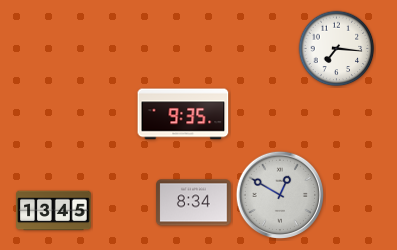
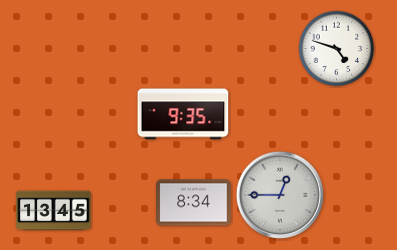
clock at (337, 49): 7:16 -> 4:48
clock at (280, 195): 12:50 -> 12:45
